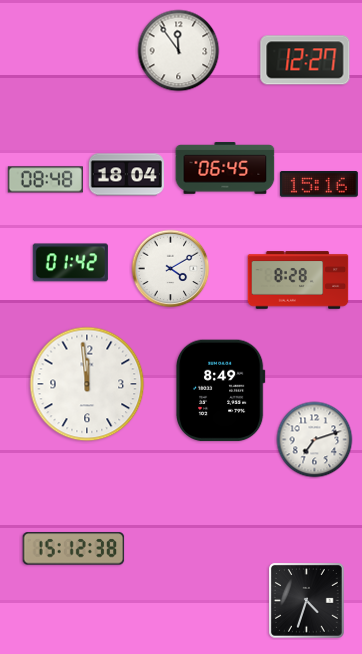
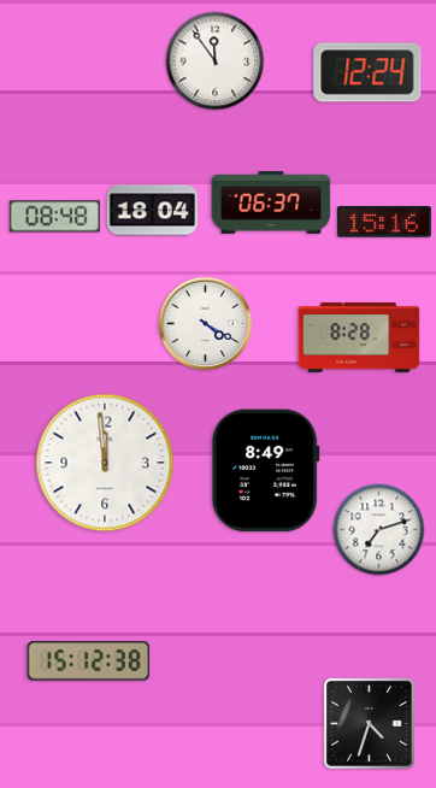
clock at (305, 60): 12:27 -> 12:24
clock at (225, 168): 06:45 -> 06:37
clock at (70, 263): 01:42 -> none
clock at (171, 269): 4:10 -> 4:20
